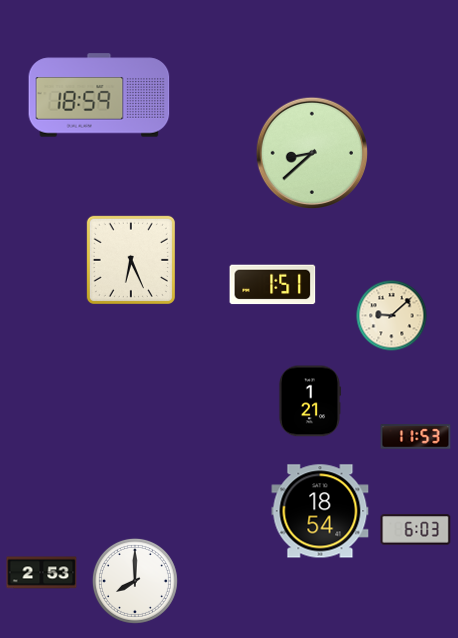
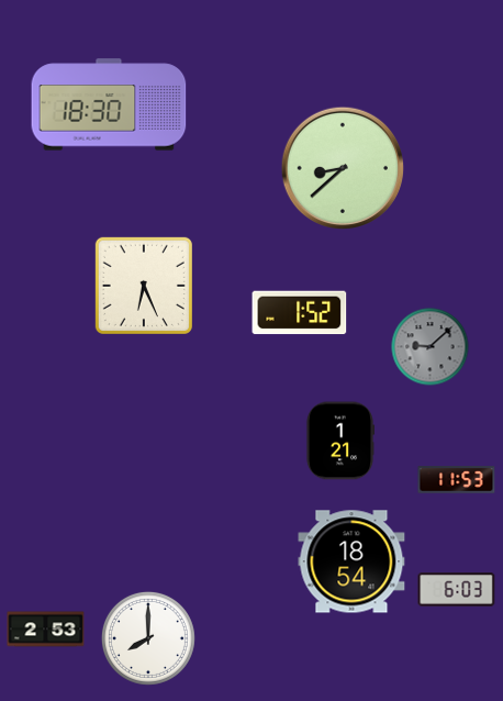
clock at (99, 95): 18:59 -> 18:30
clock at (273, 285): 1:51 -> 1:52
clock at (392, 316) dial: cream -> grey
clock at (416, 530) position: (416, 530) -> (457, 590)
